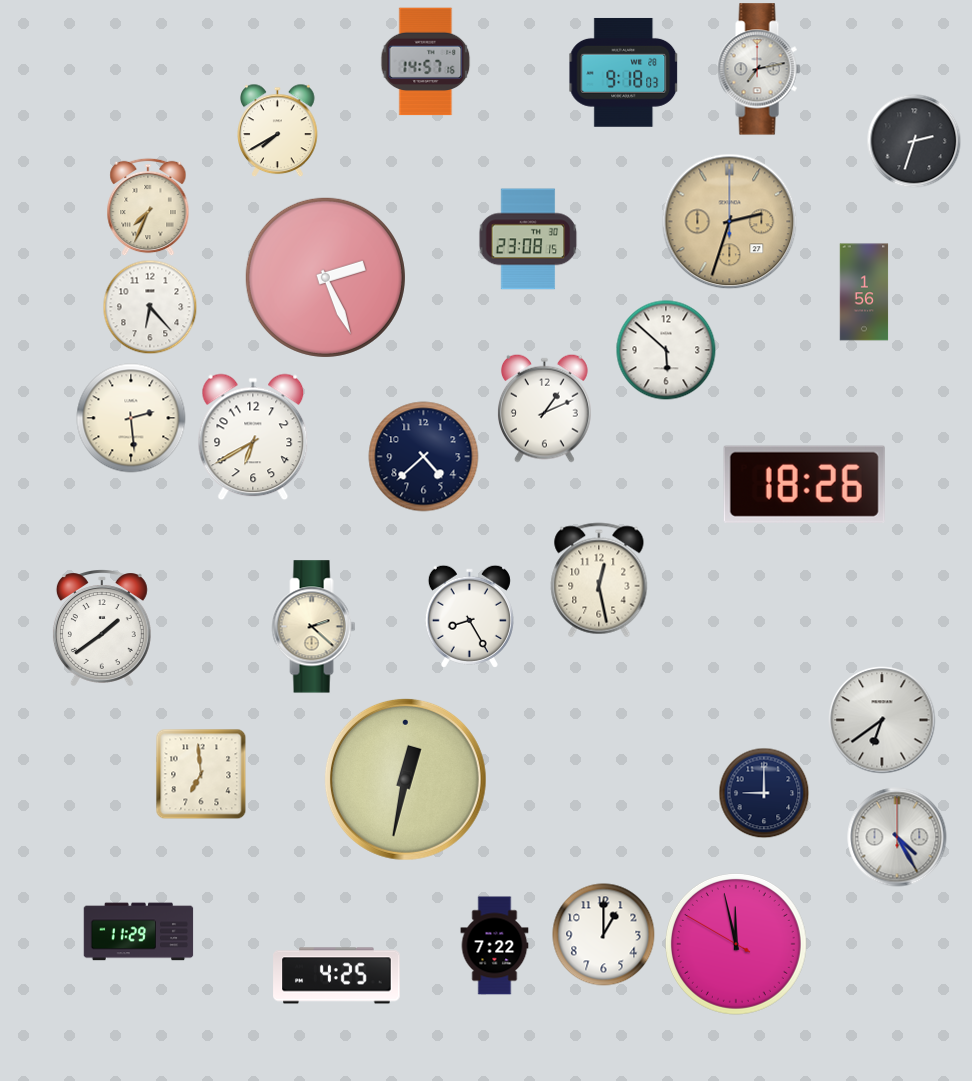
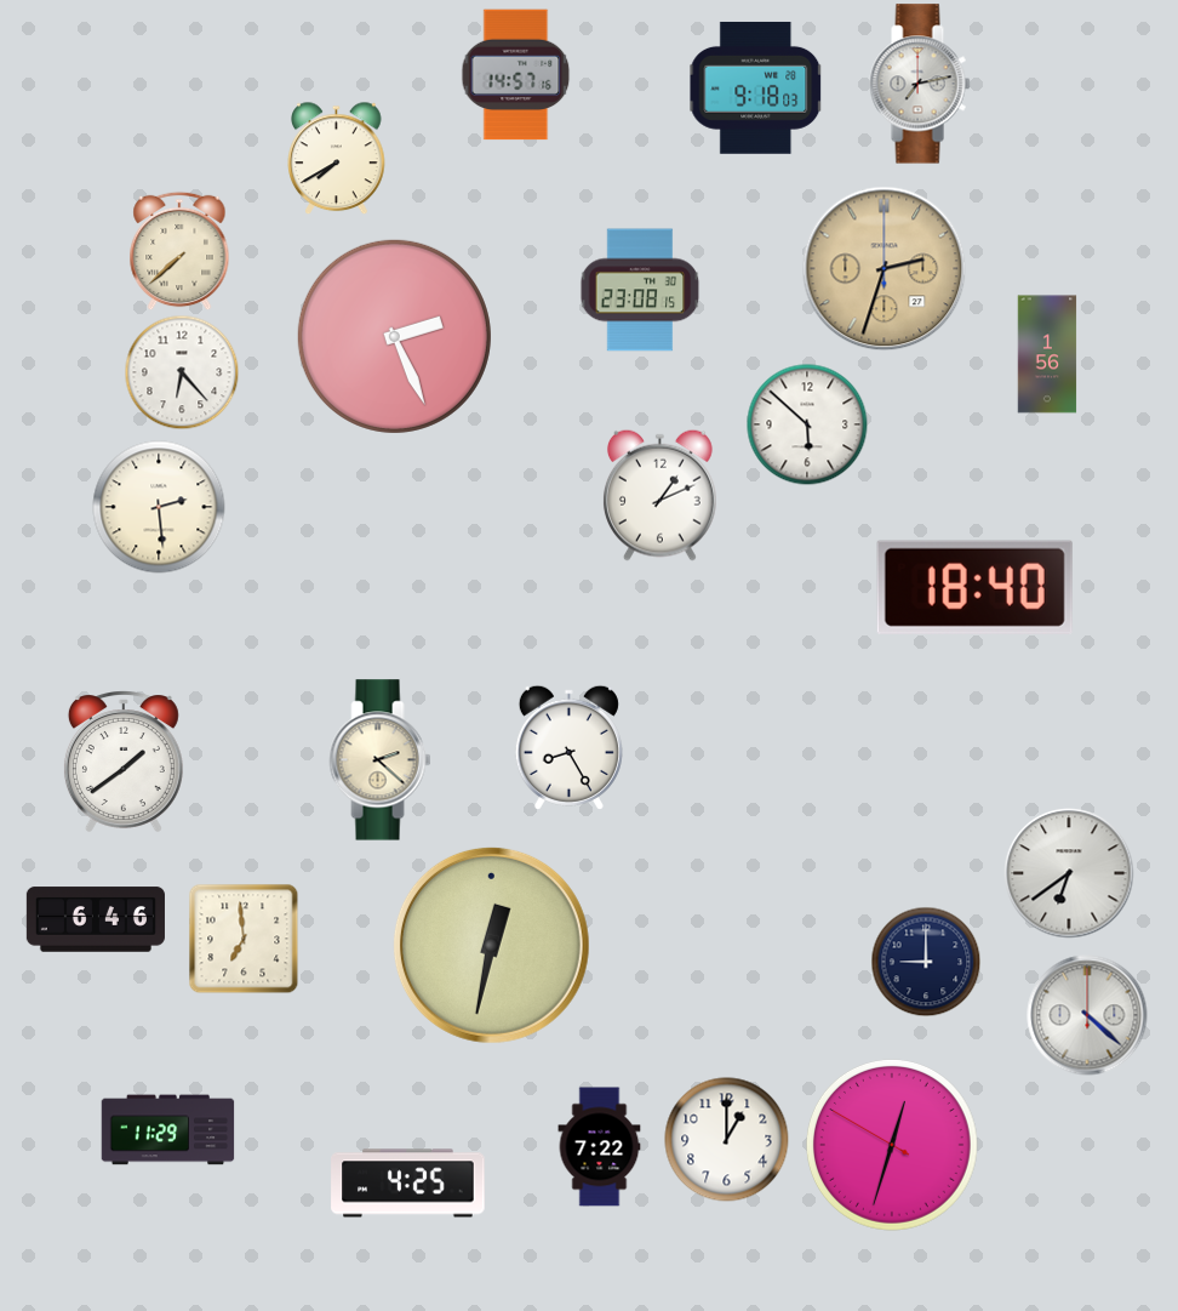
clock at (914, 141): 2:33 -> none
clock at (148, 207): 7:34 -> 7:38
clock at (253, 437): 6:40 -> none
clock at (424, 457): 4:38 -> none
clock at (804, 484): 18:26 -> 18:40
clock at (599, 580): 12:28 -> none
clock at (96, 919): none -> 6:46
clock at (897, 837): 4:25 -> 4:22
clock at (604, 935) position: (604, 935) -> (727, 1140)
clock at (736, 944): 11:57 -> 12:32
